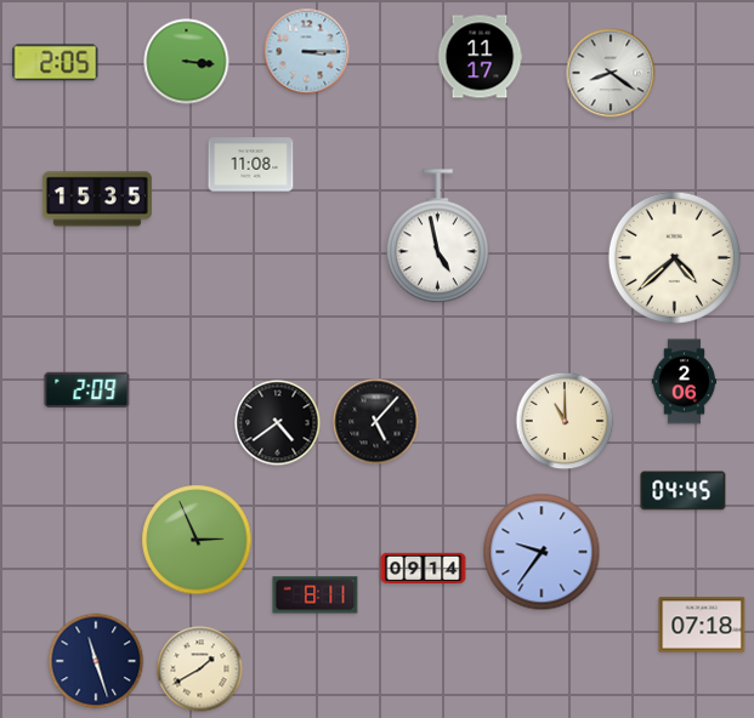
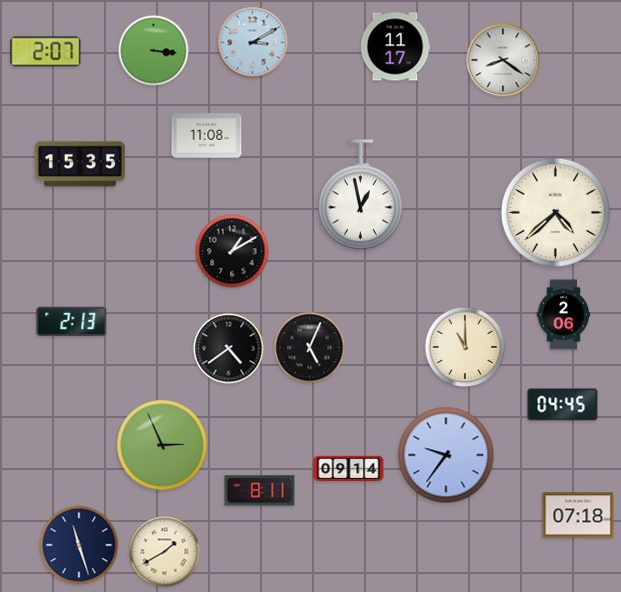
clock at (307, 52): 3:15 -> 3:10
clock at (56, 63): 2:05 -> 2:07
clock at (437, 237): 4:58 -> 12:58
clock at (232, 251): none -> 1:10
clock at (87, 389): 2:09 -> 2:13
clock at (376, 422): 5:07 -> 5:04
